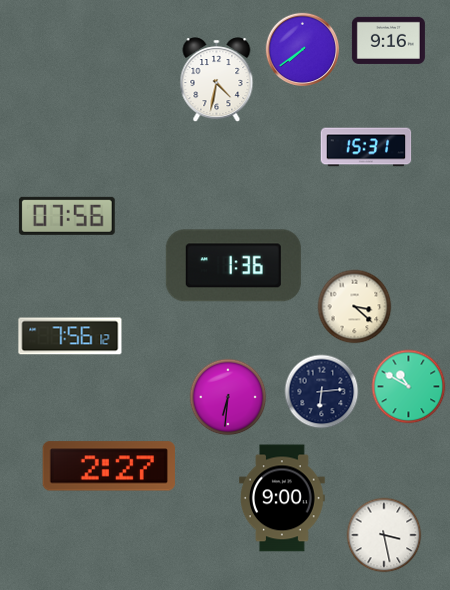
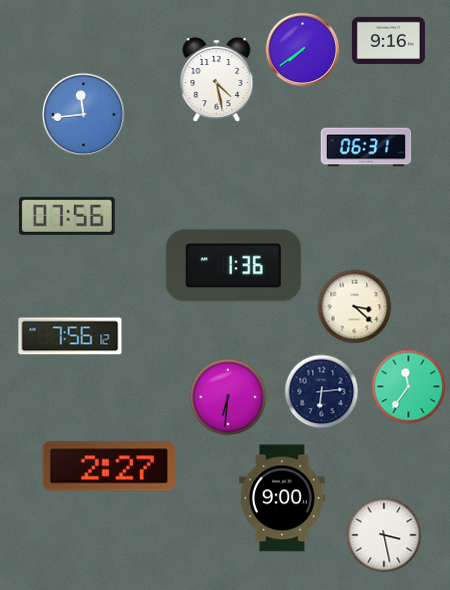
clock at (217, 80): 4:32 -> 4:28
clock at (83, 114): none -> 11:44
clock at (366, 147): 15:31 -> 06:31
clock at (409, 387): 10:50 -> 11:36
